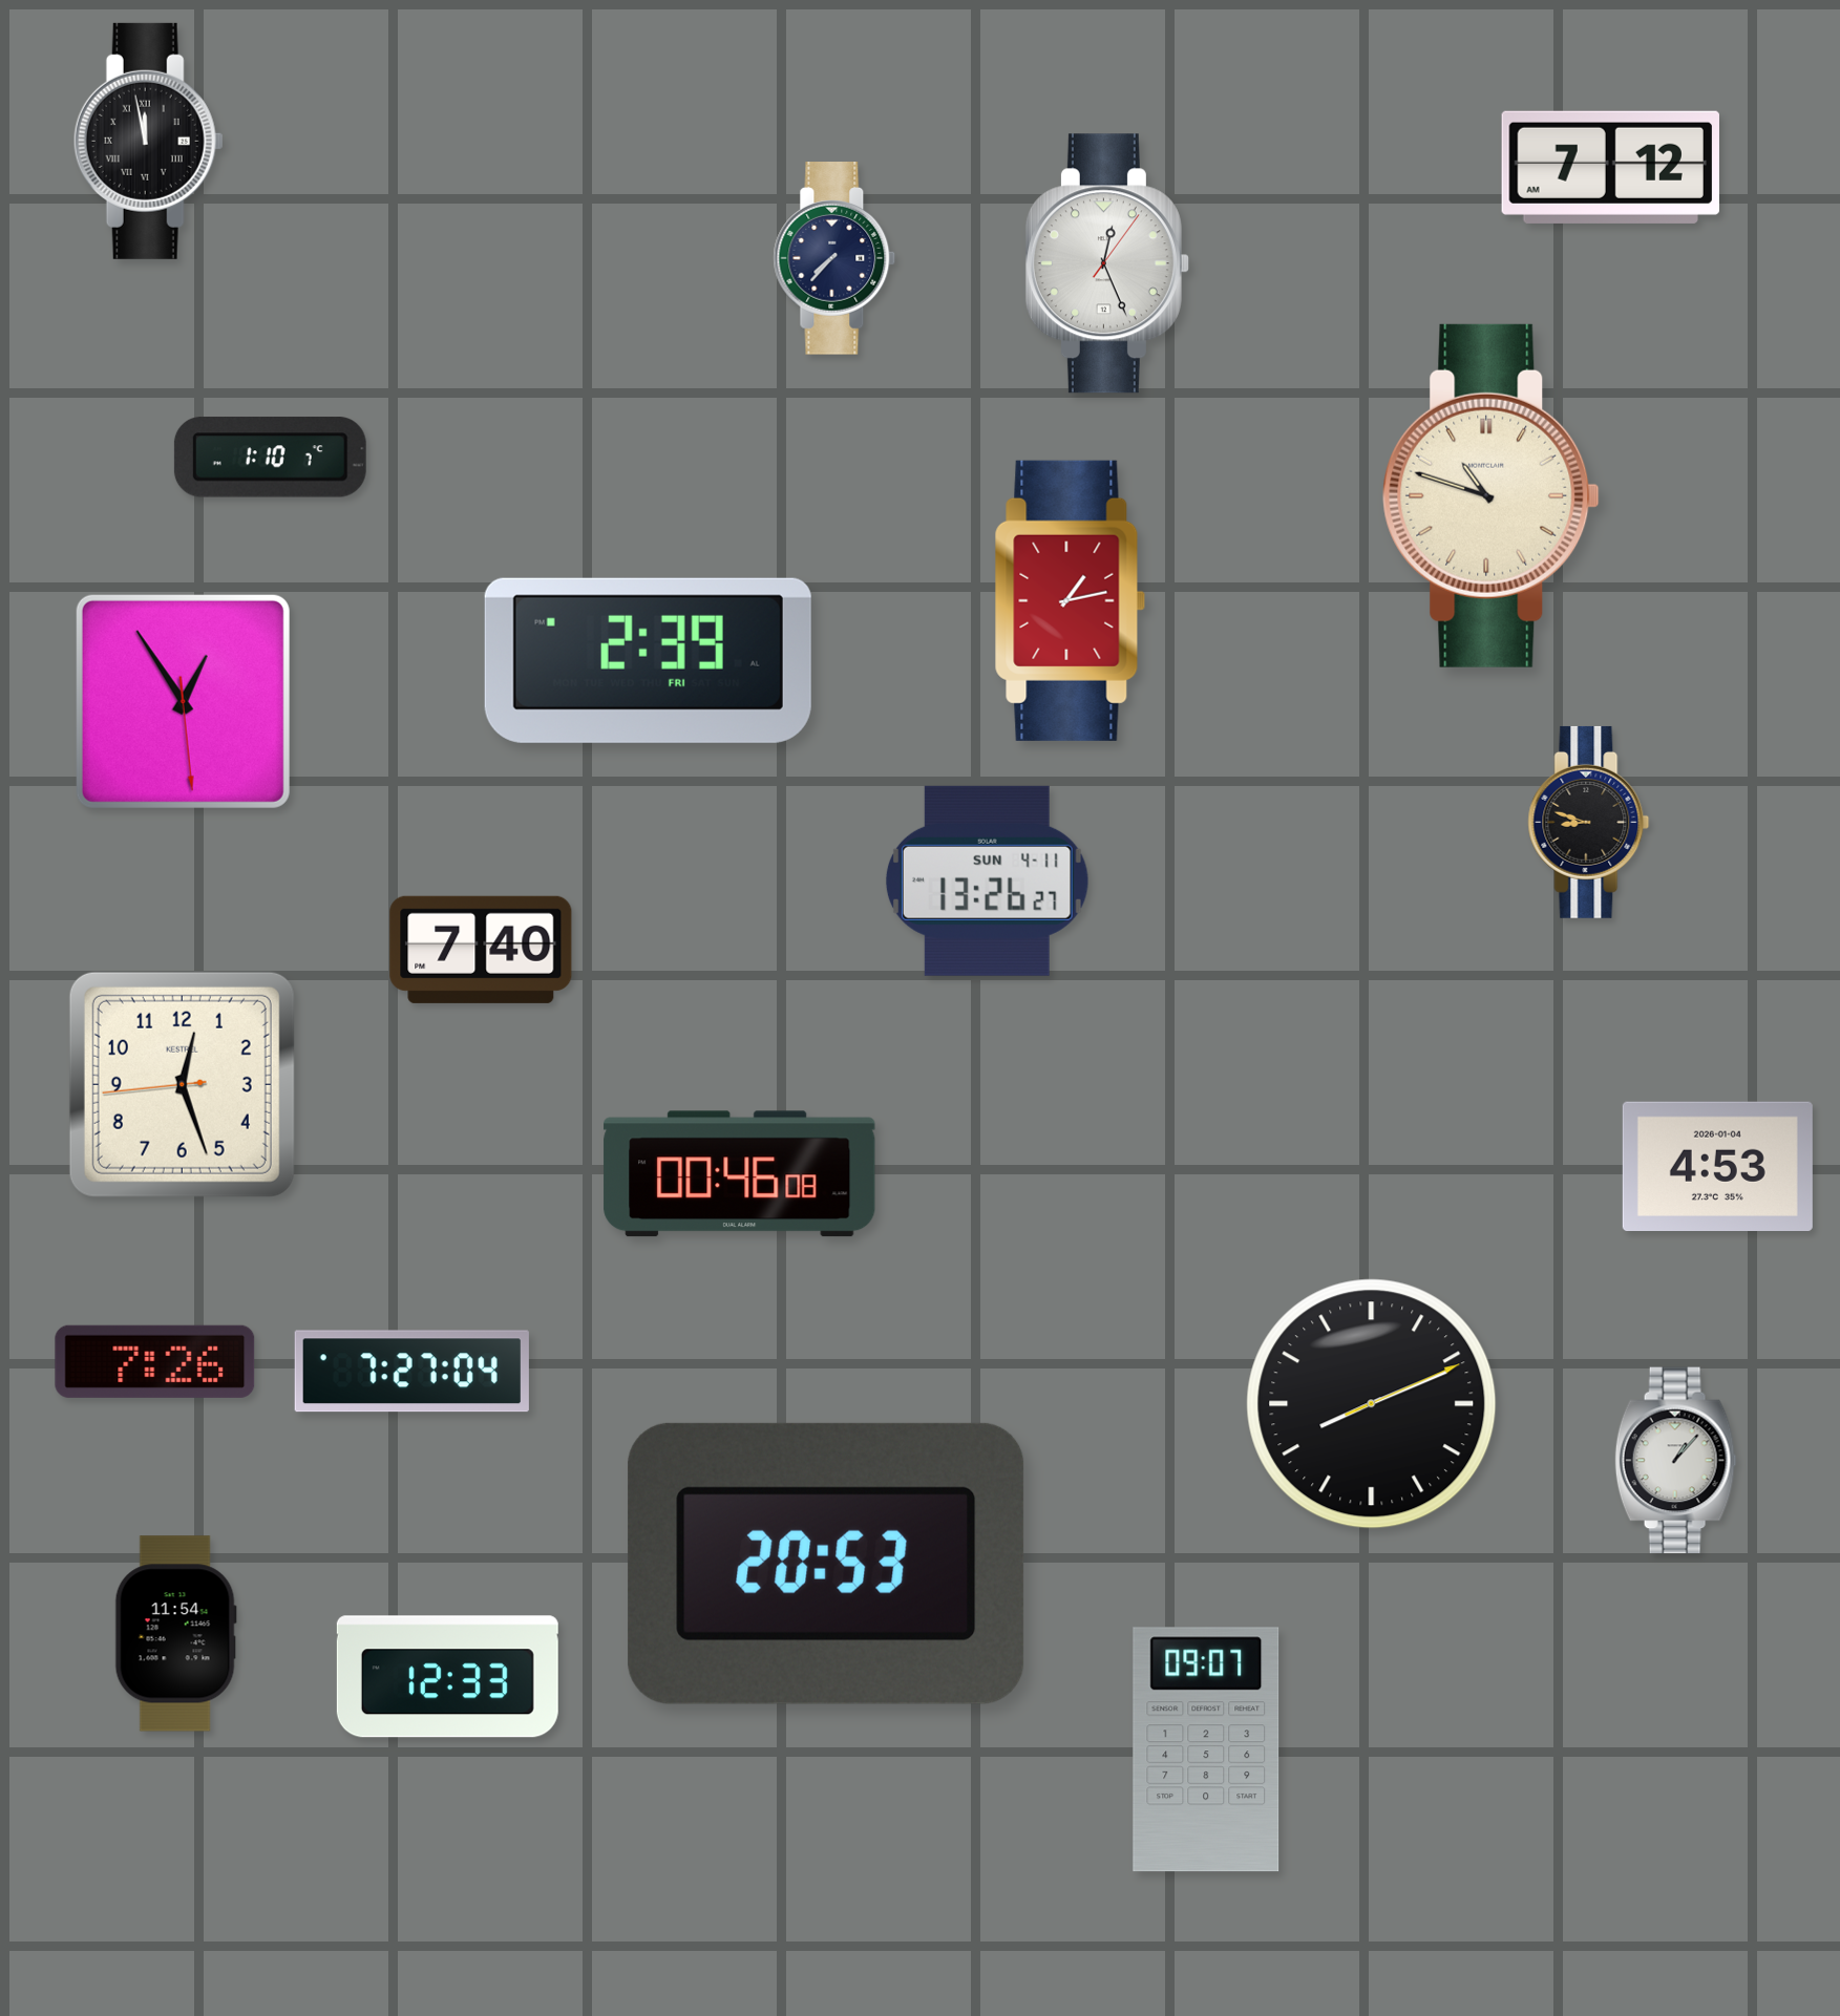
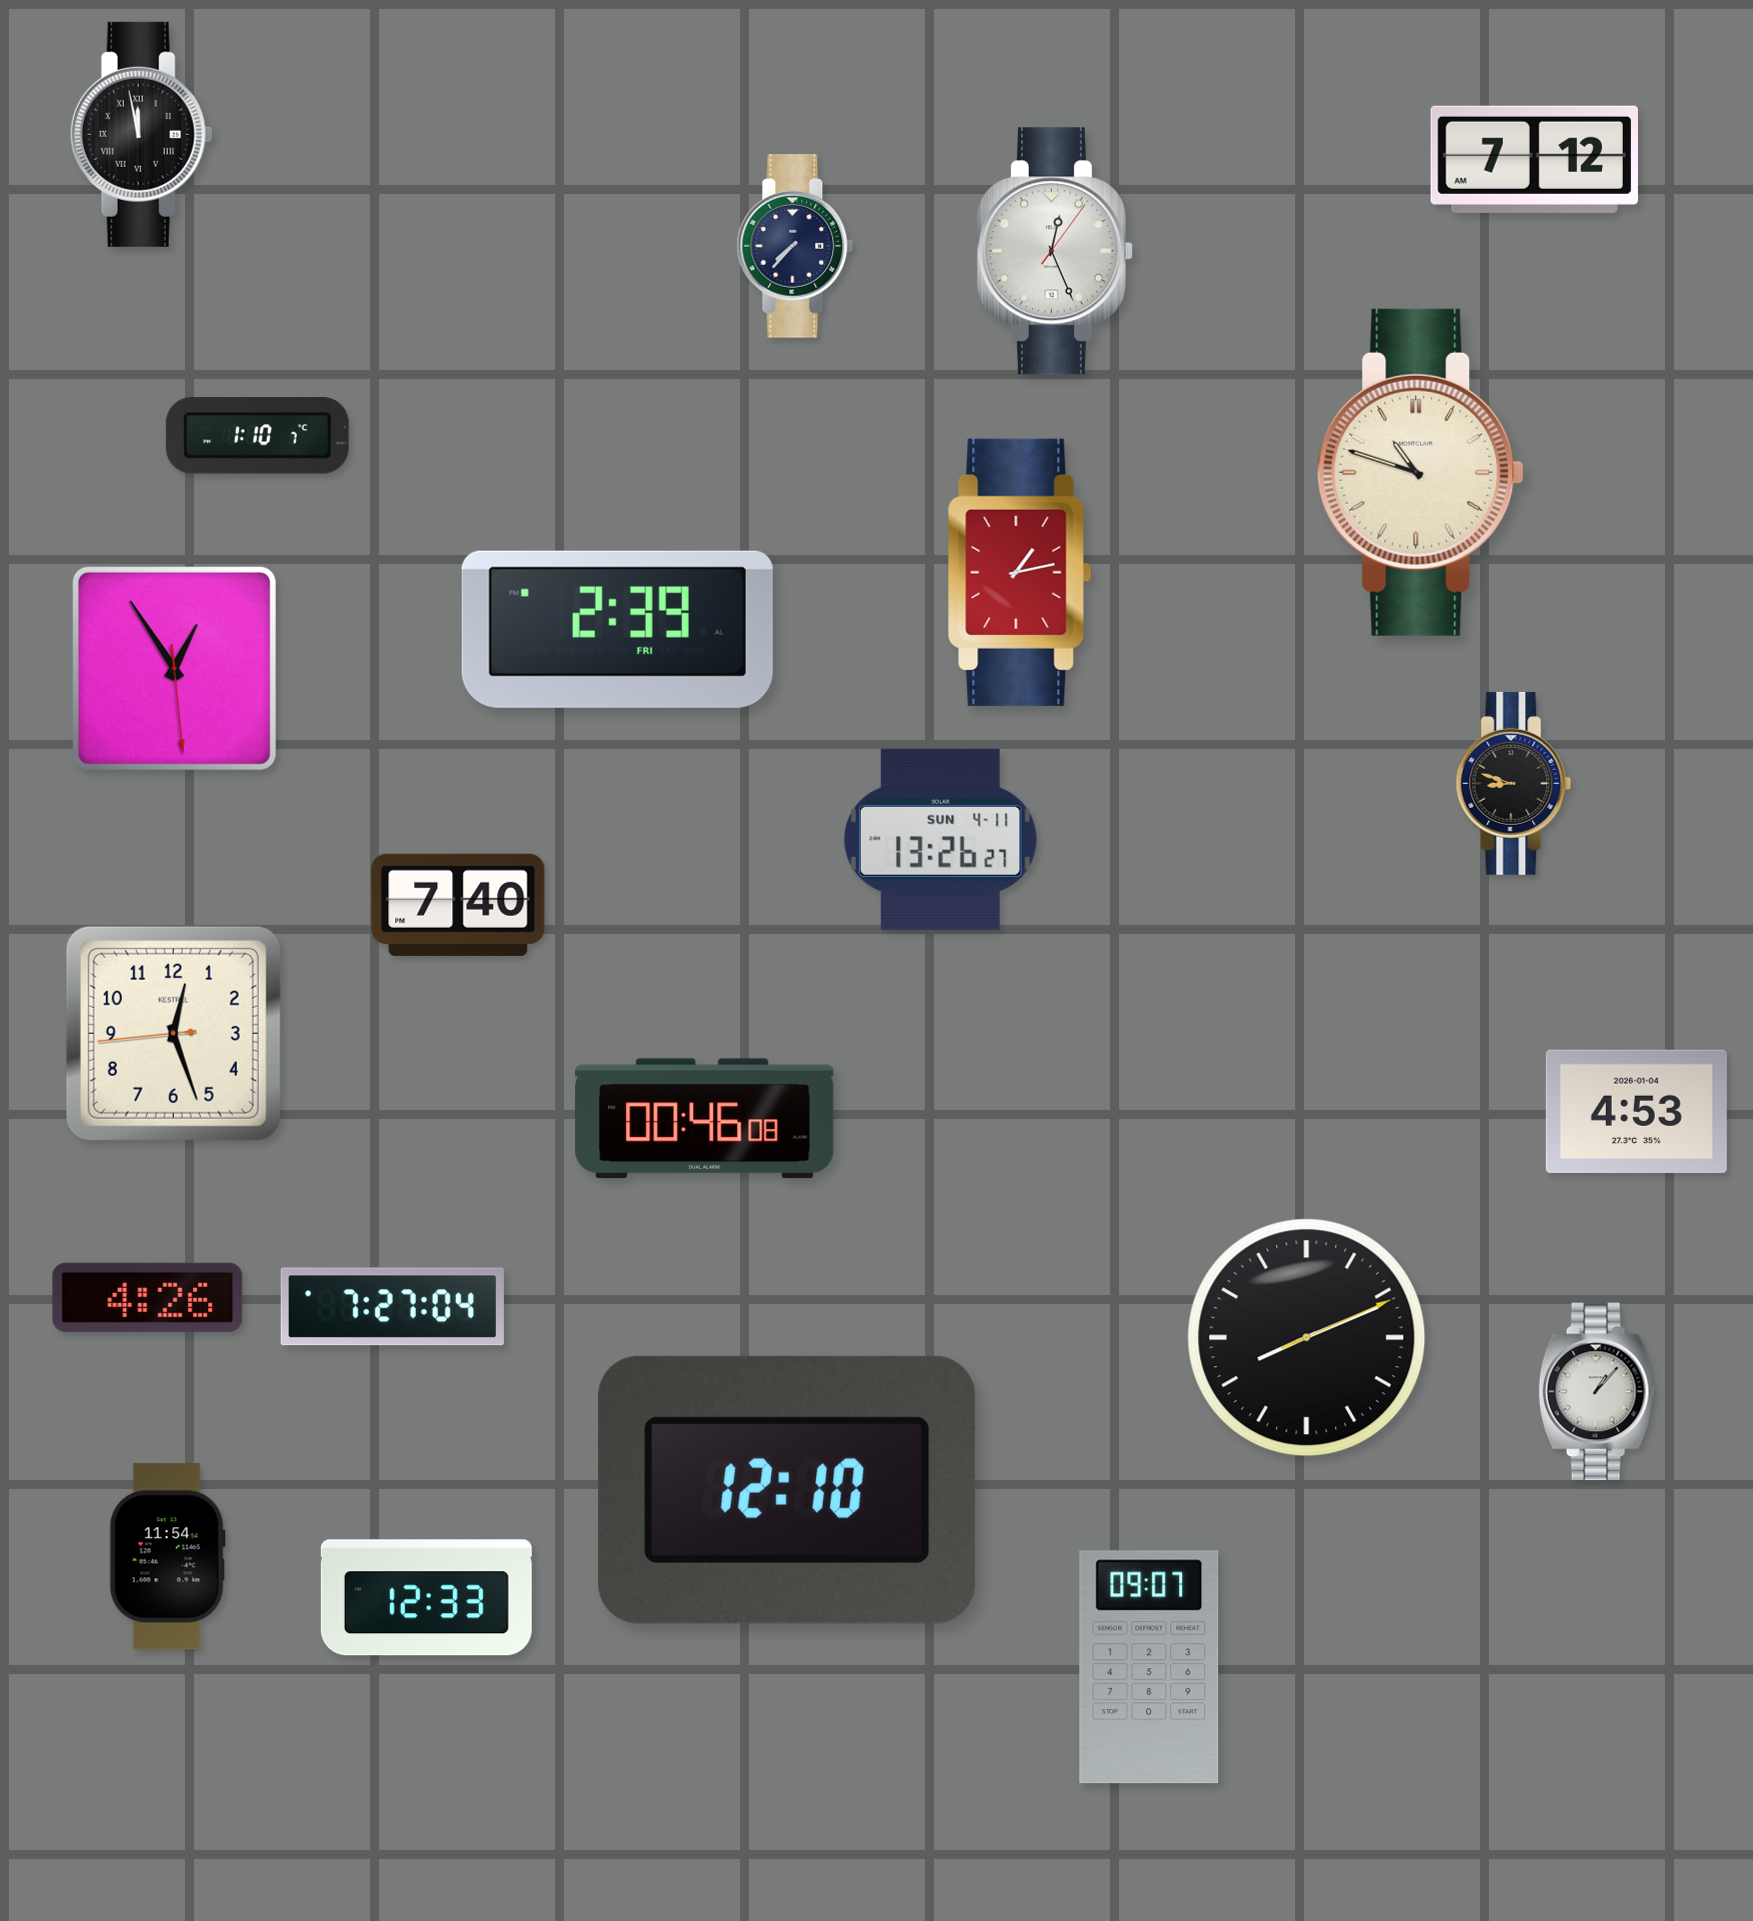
clock at (155, 1361): 7:26 -> 4:26
clock at (826, 1564): 20:53 -> 12:10
